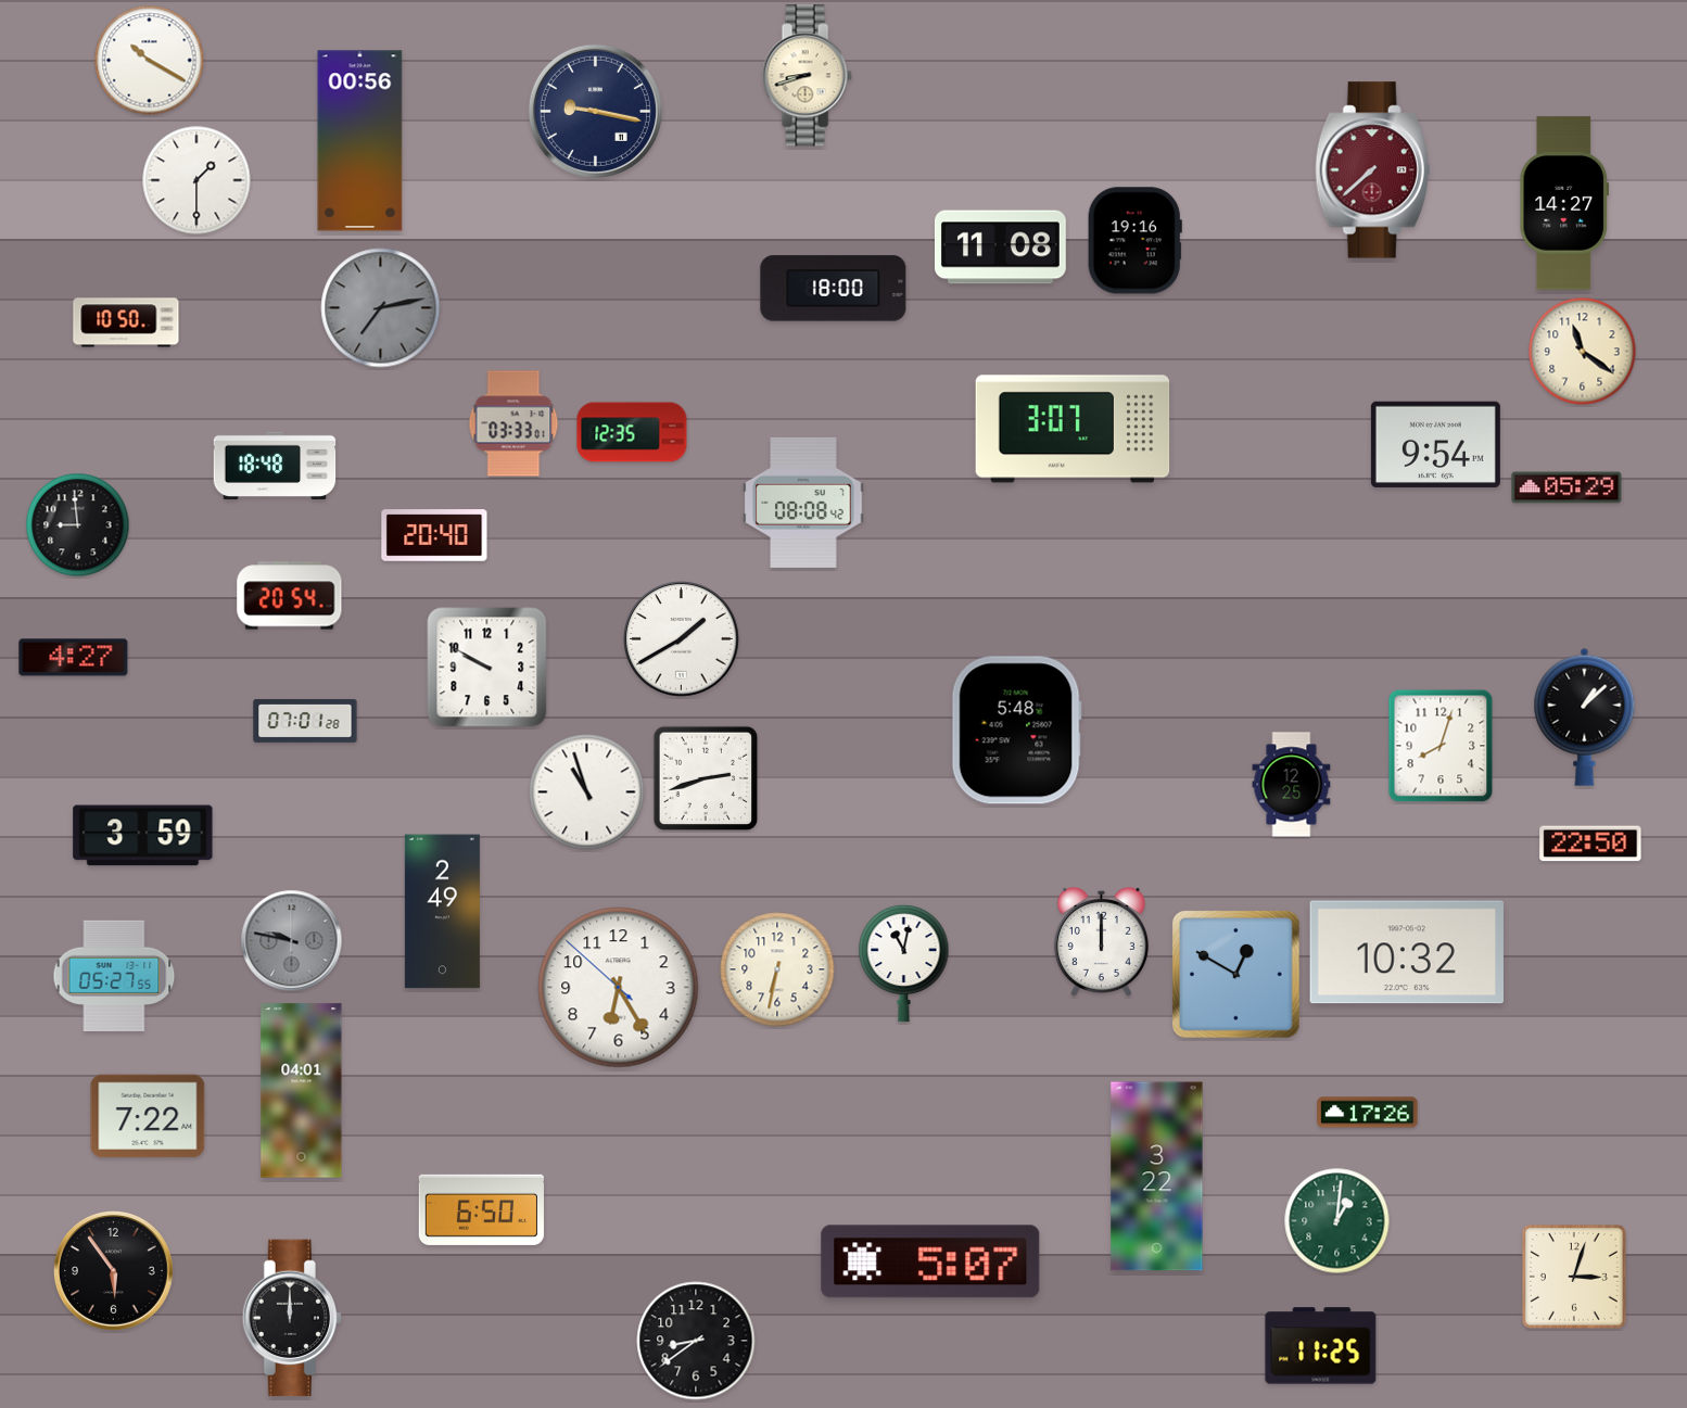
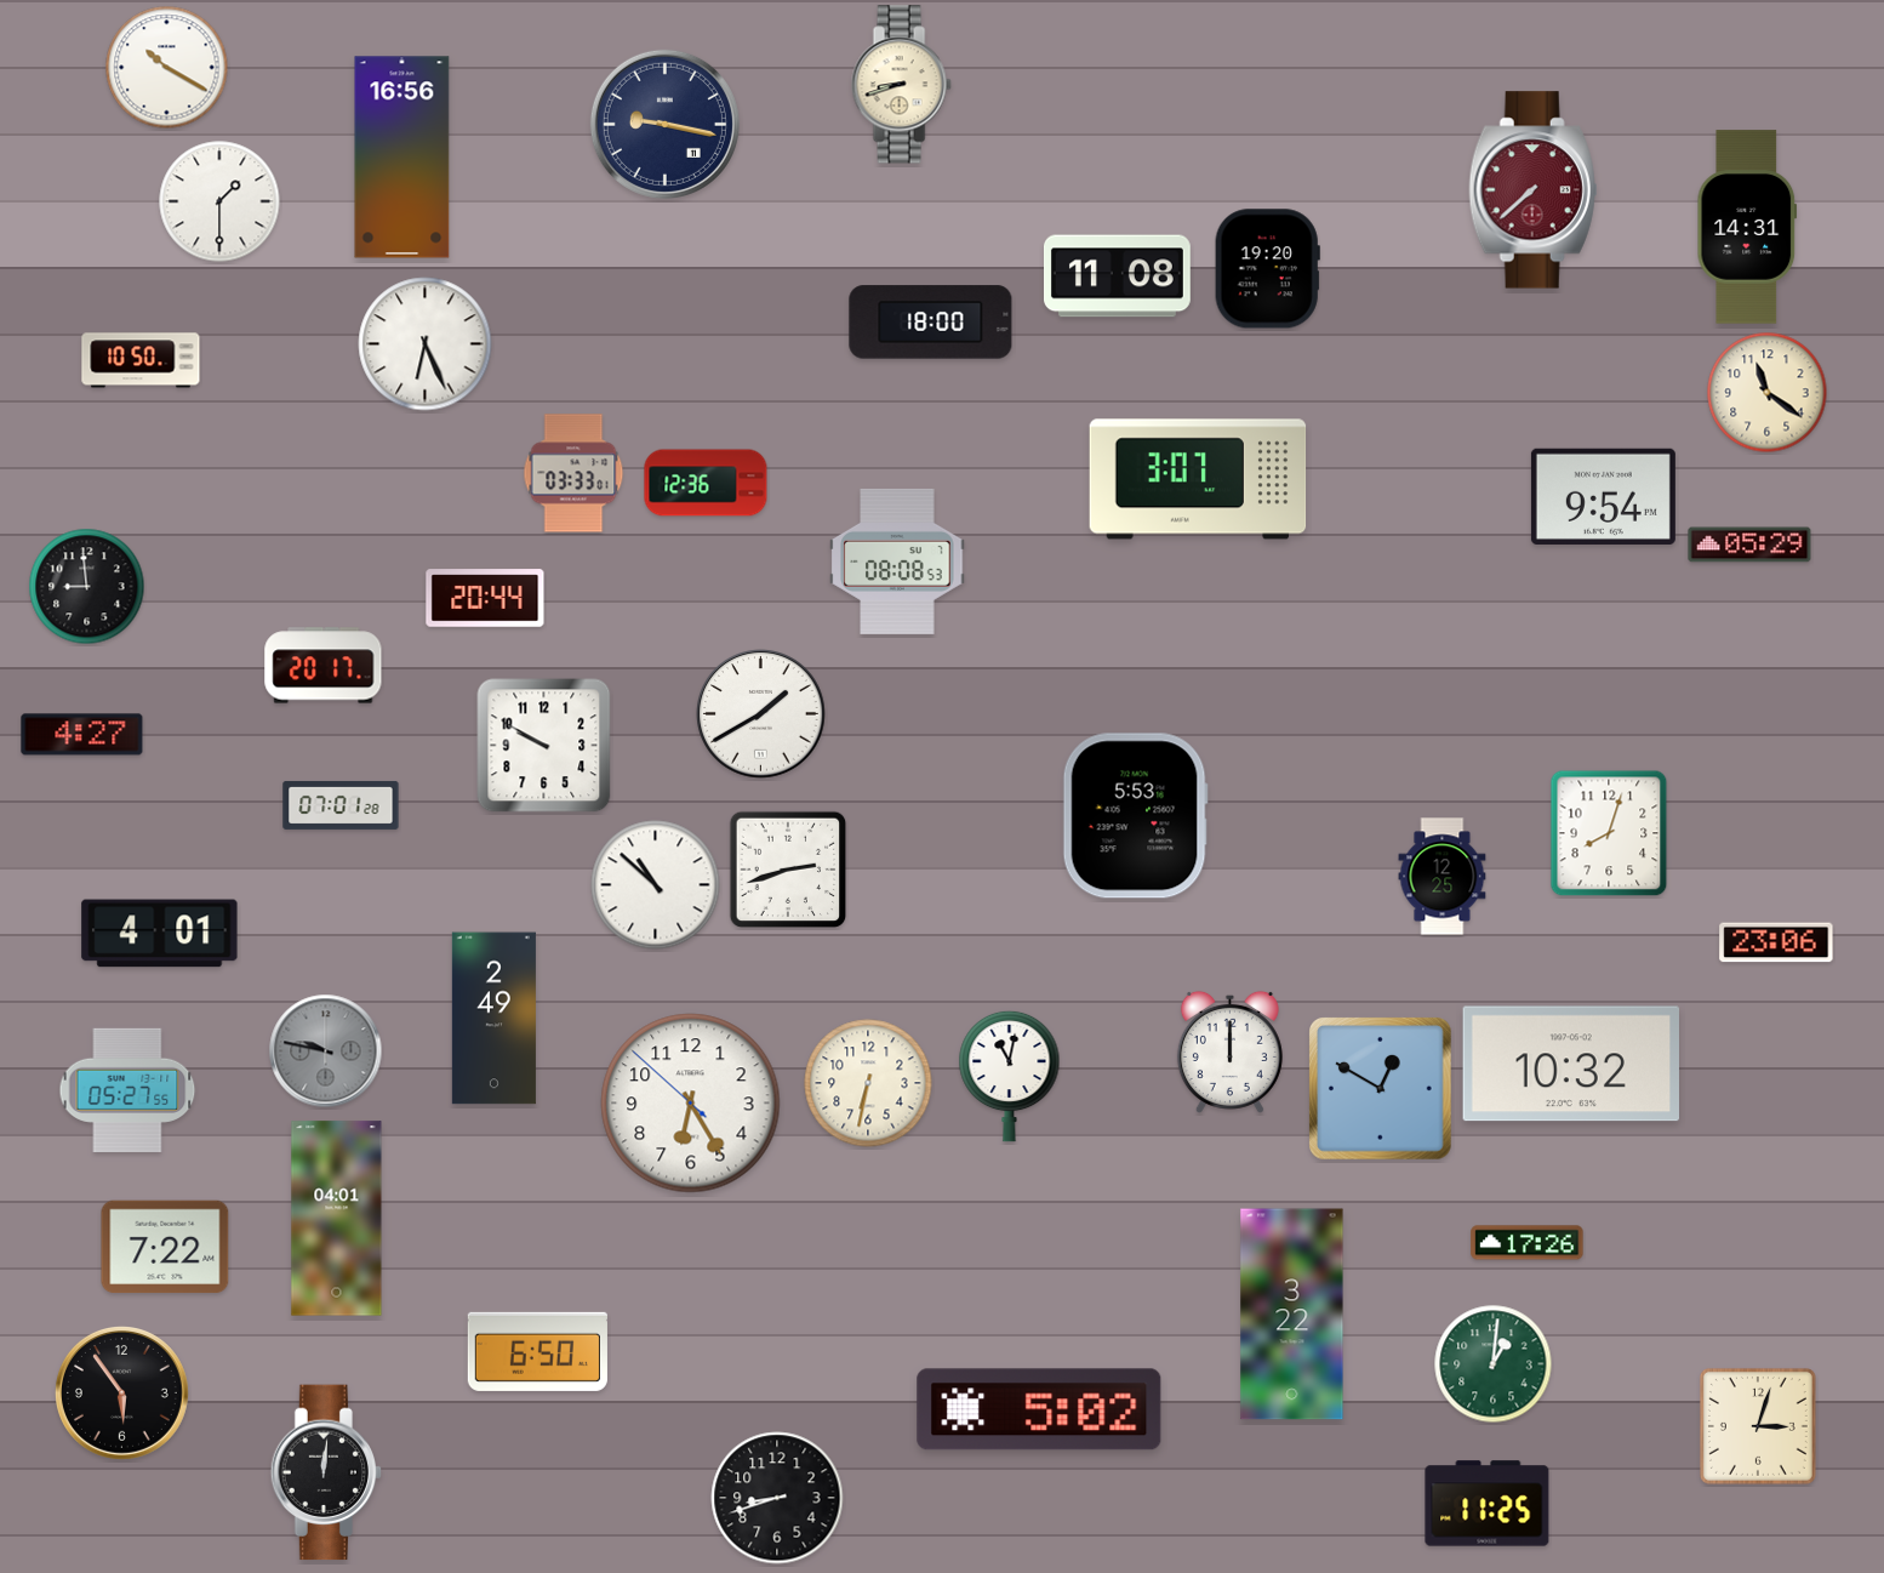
clock at (360, 141): 00:56 -> 16:56
clock at (1564, 203): 14:27 -> 14:31
clock at (1134, 241): 19:16 -> 19:20
clock at (381, 308): 7:13 -> 6:26
clock at (381, 308) dial: grey -> white
clock at (632, 432): 12:35 -> 12:36
clock at (275, 466): 18:48 -> none
clock at (803, 503): 08:08:42 -> 08:08:53
clock at (434, 535): 20:40 -> 20:44
clock at (290, 596): 20:54 -> 20:17
clock at (1585, 716): 1:08 -> none
clock at (1016, 731): 5:48 -> 5:53
clock at (587, 792): 10:57 -> 10:52
clock at (143, 836): 3:59 -> 4:01
clock at (1590, 843): 22:50 -> 23:06
clock at (930, 1261): 5:07 -> 5:02
clock at (114, 1271) position: (114, 1271) -> (122, 1394)
clock at (292, 1318): 12:00 -> 12:01
clock at (696, 1341): 8:39 -> 8:42
clock at (1321, 1346) position: (1321, 1346) -> (1488, 1504)
